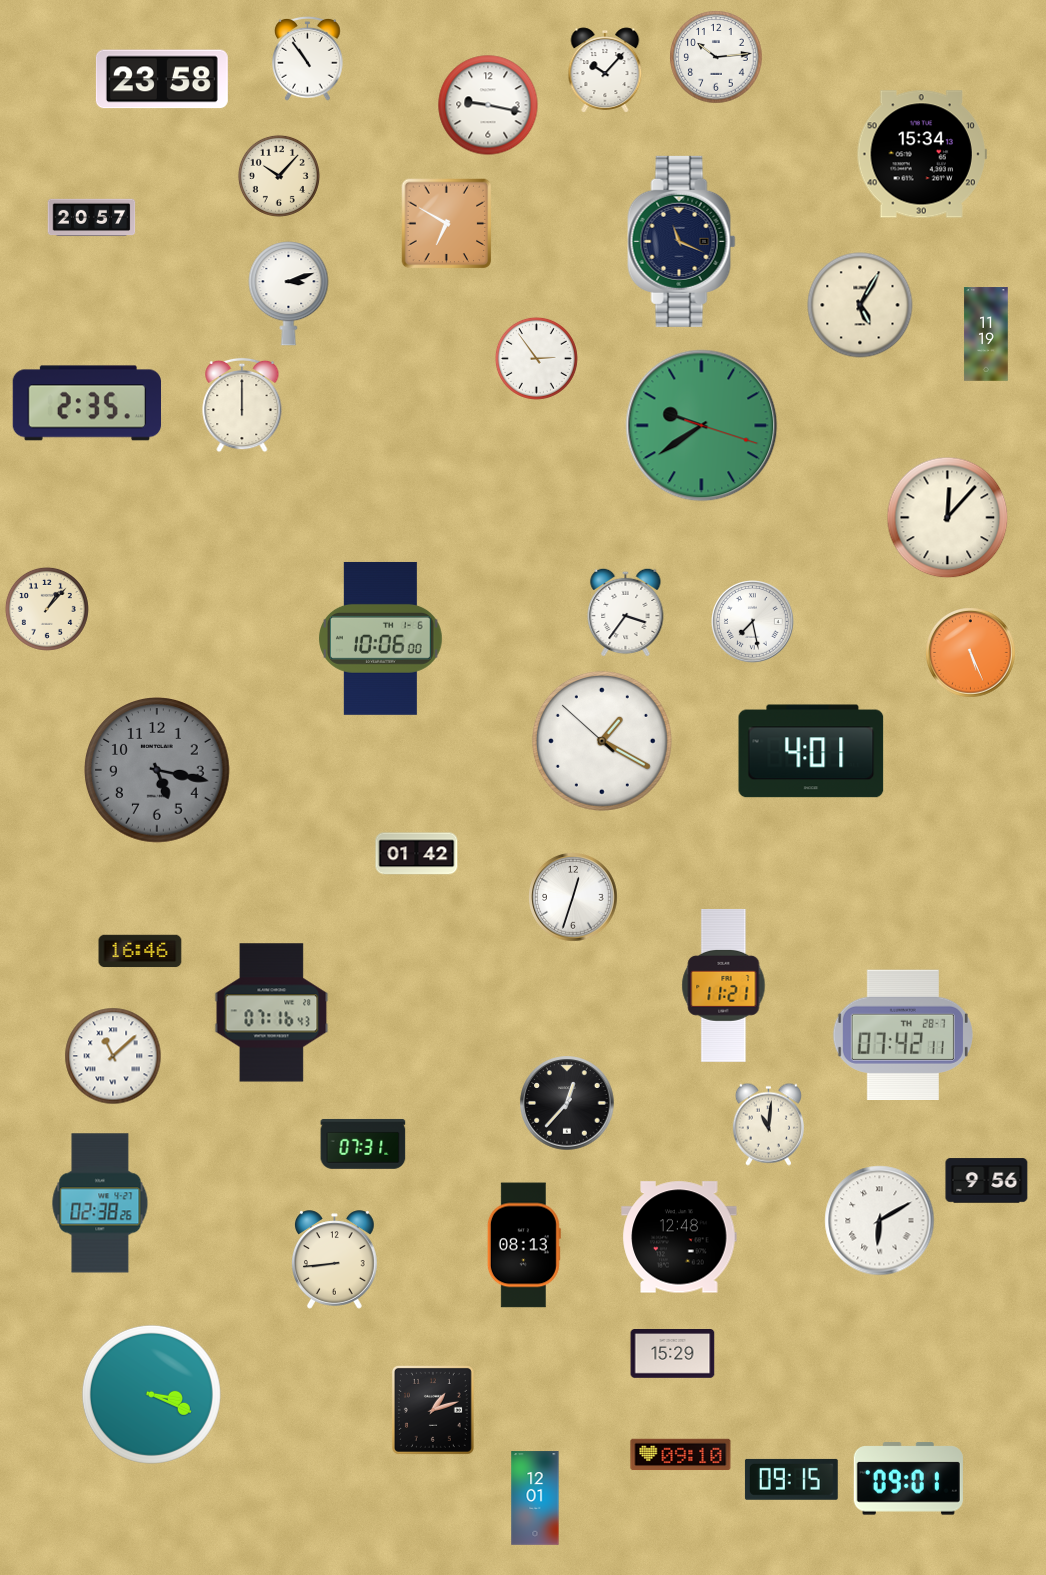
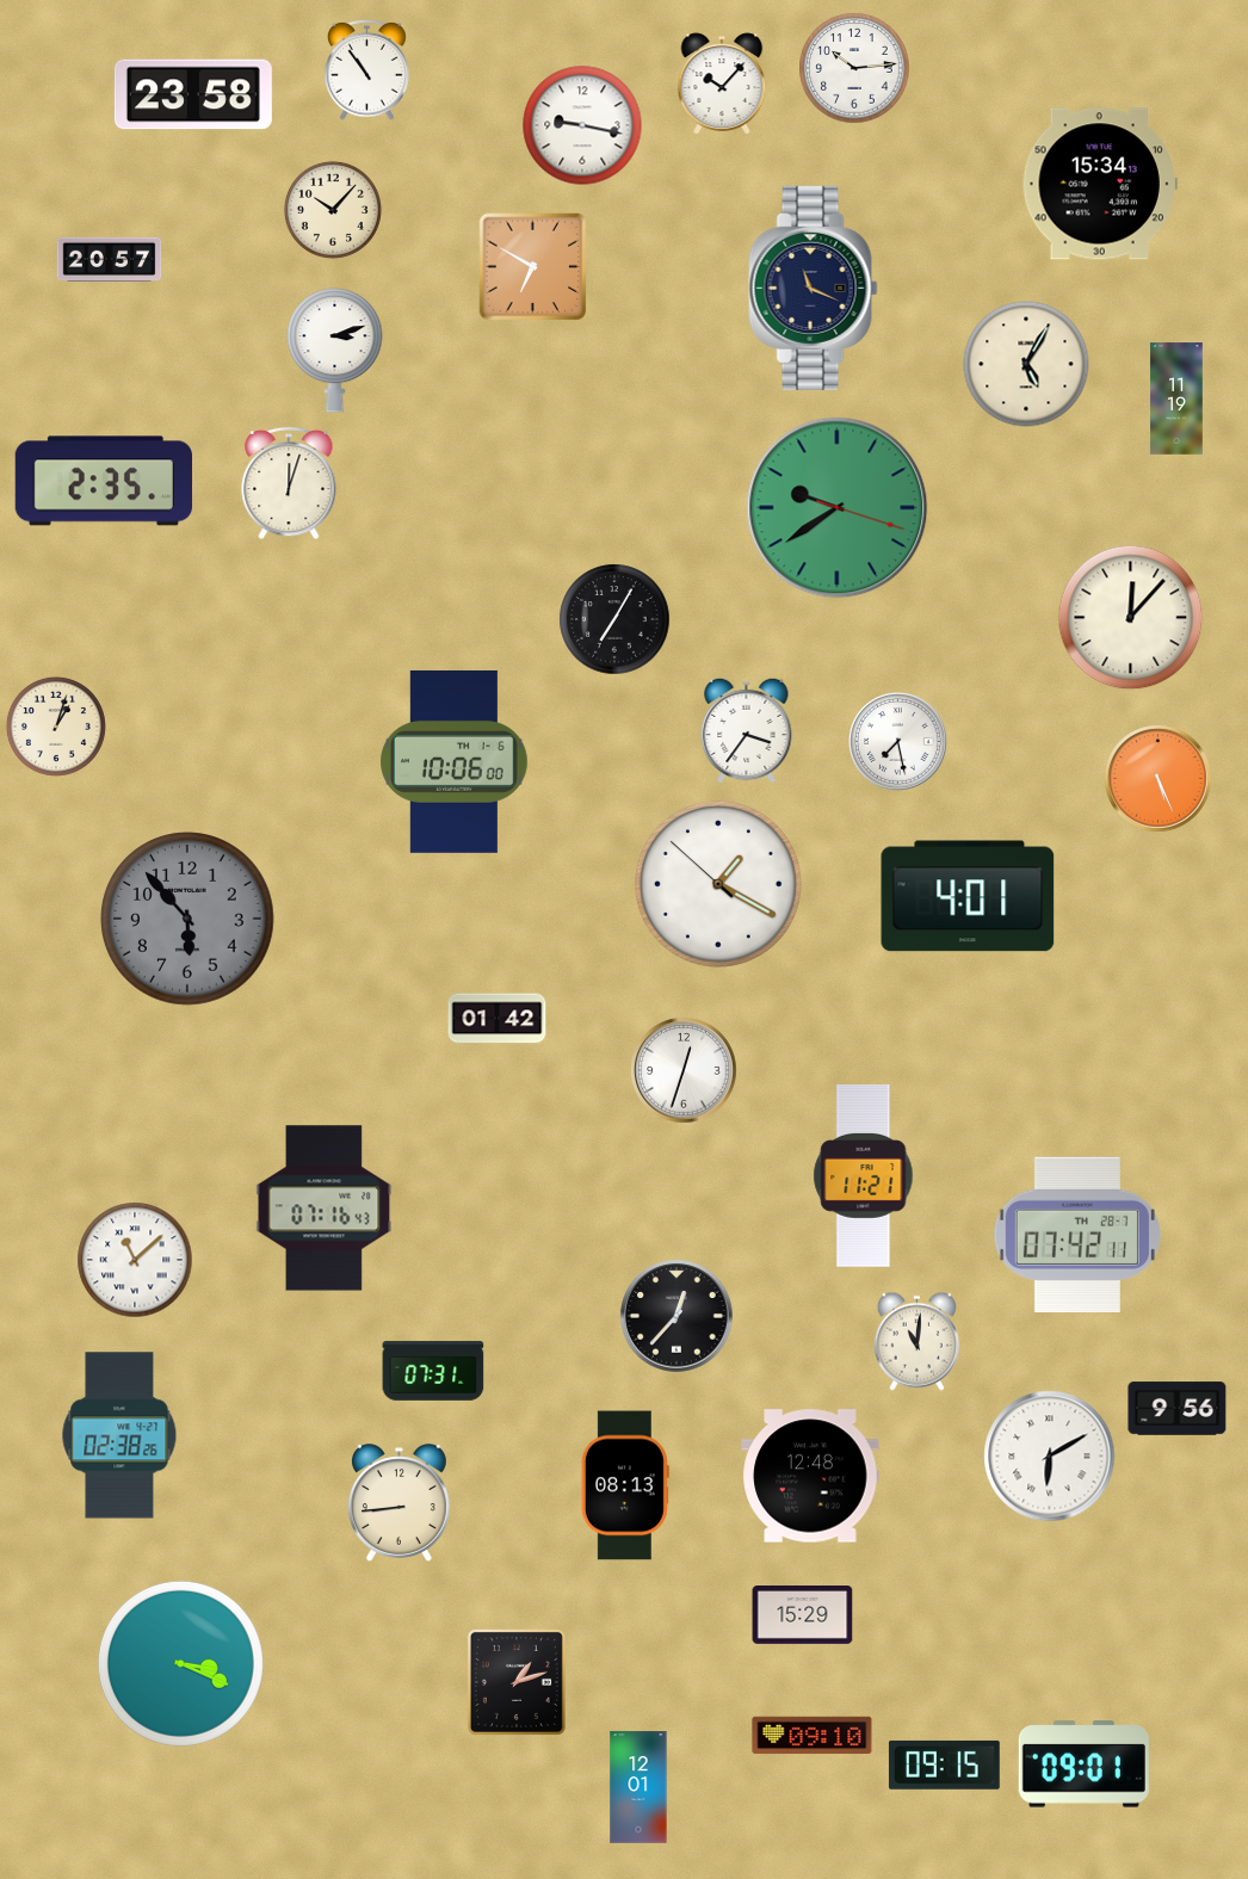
clock at (289, 294) position: (289, 294) -> (335, 351)
clock at (536, 358): 2:54 -> none
clock at (242, 405): 12:00 -> 12:03
clock at (614, 619): none -> 7:05
clock at (47, 609): 1:07 -> 1:03
clock at (157, 770): 5:17 -> 5:53
clock at (140, 951): 16:46 -> none
clock at (363, 1144) position: (363, 1144) -> (433, 1371)
